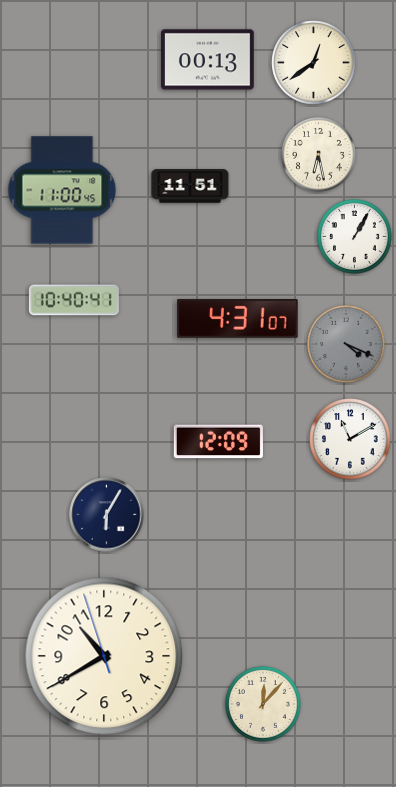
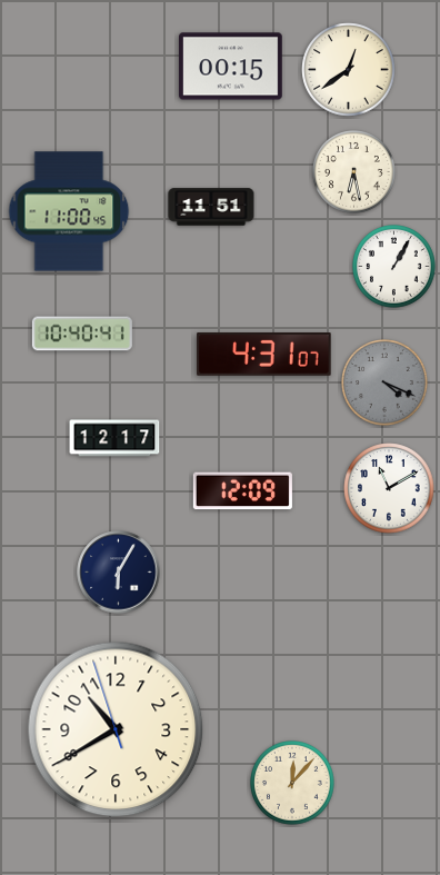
clock at (208, 60): 00:13 -> 00:15
clock at (355, 237) position: (355, 237) -> (394, 267)
clock at (114, 438): none -> 12:17
